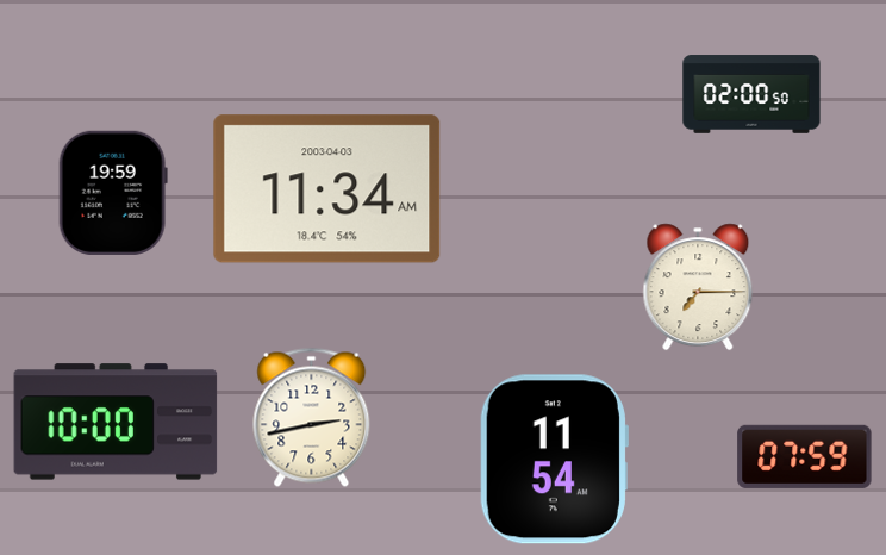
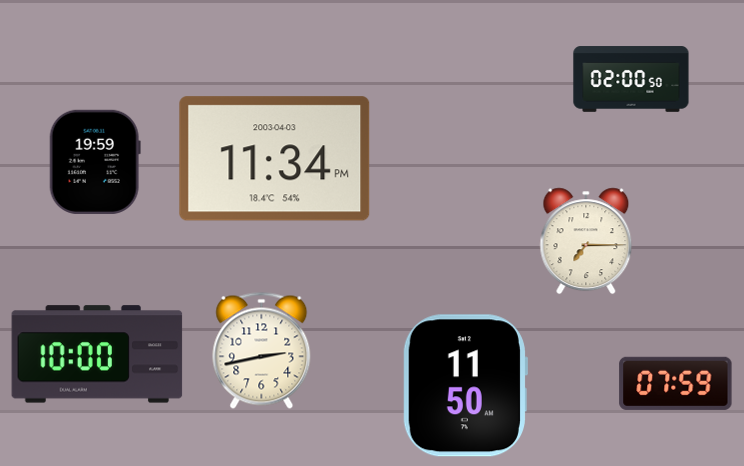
clock at (327, 189): 11:34 AM -> 11:34 PM
clock at (554, 460): 11:54 -> 11:50
